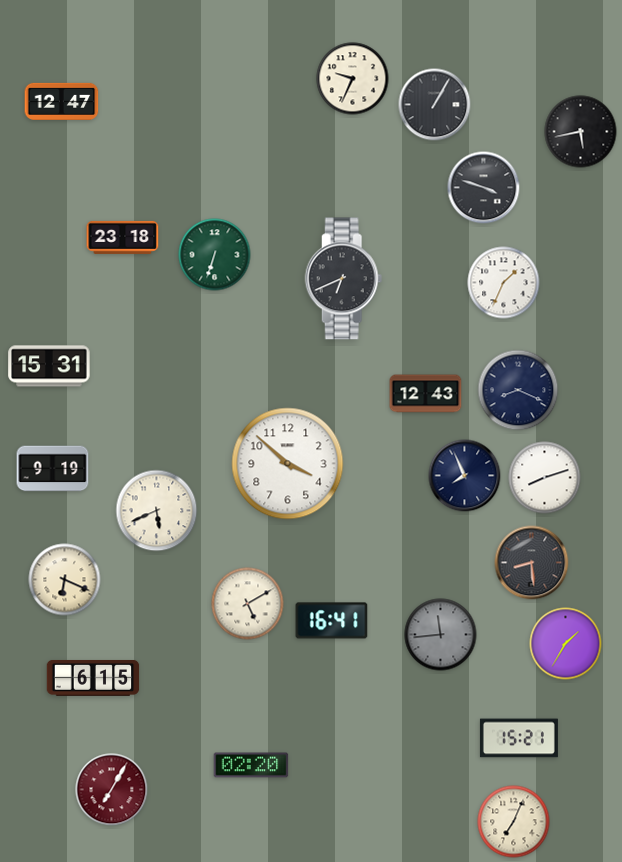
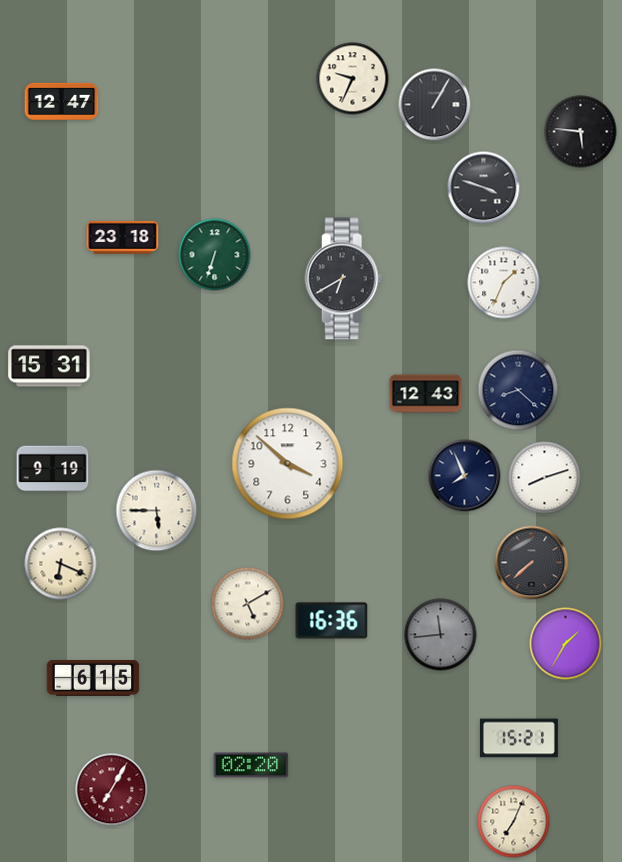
clock at (581, 132): 5:43 -> 5:46
clock at (344, 279): 6:41 -> 6:40
clock at (518, 390): 8:19 -> 8:22
clock at (157, 511): 5:41 -> 5:45
clock at (532, 563): 8:29 -> 7:38
clock at (65, 580) position: (65, 580) -> (61, 564)
clock at (332, 621): 16:41 -> 16:36
